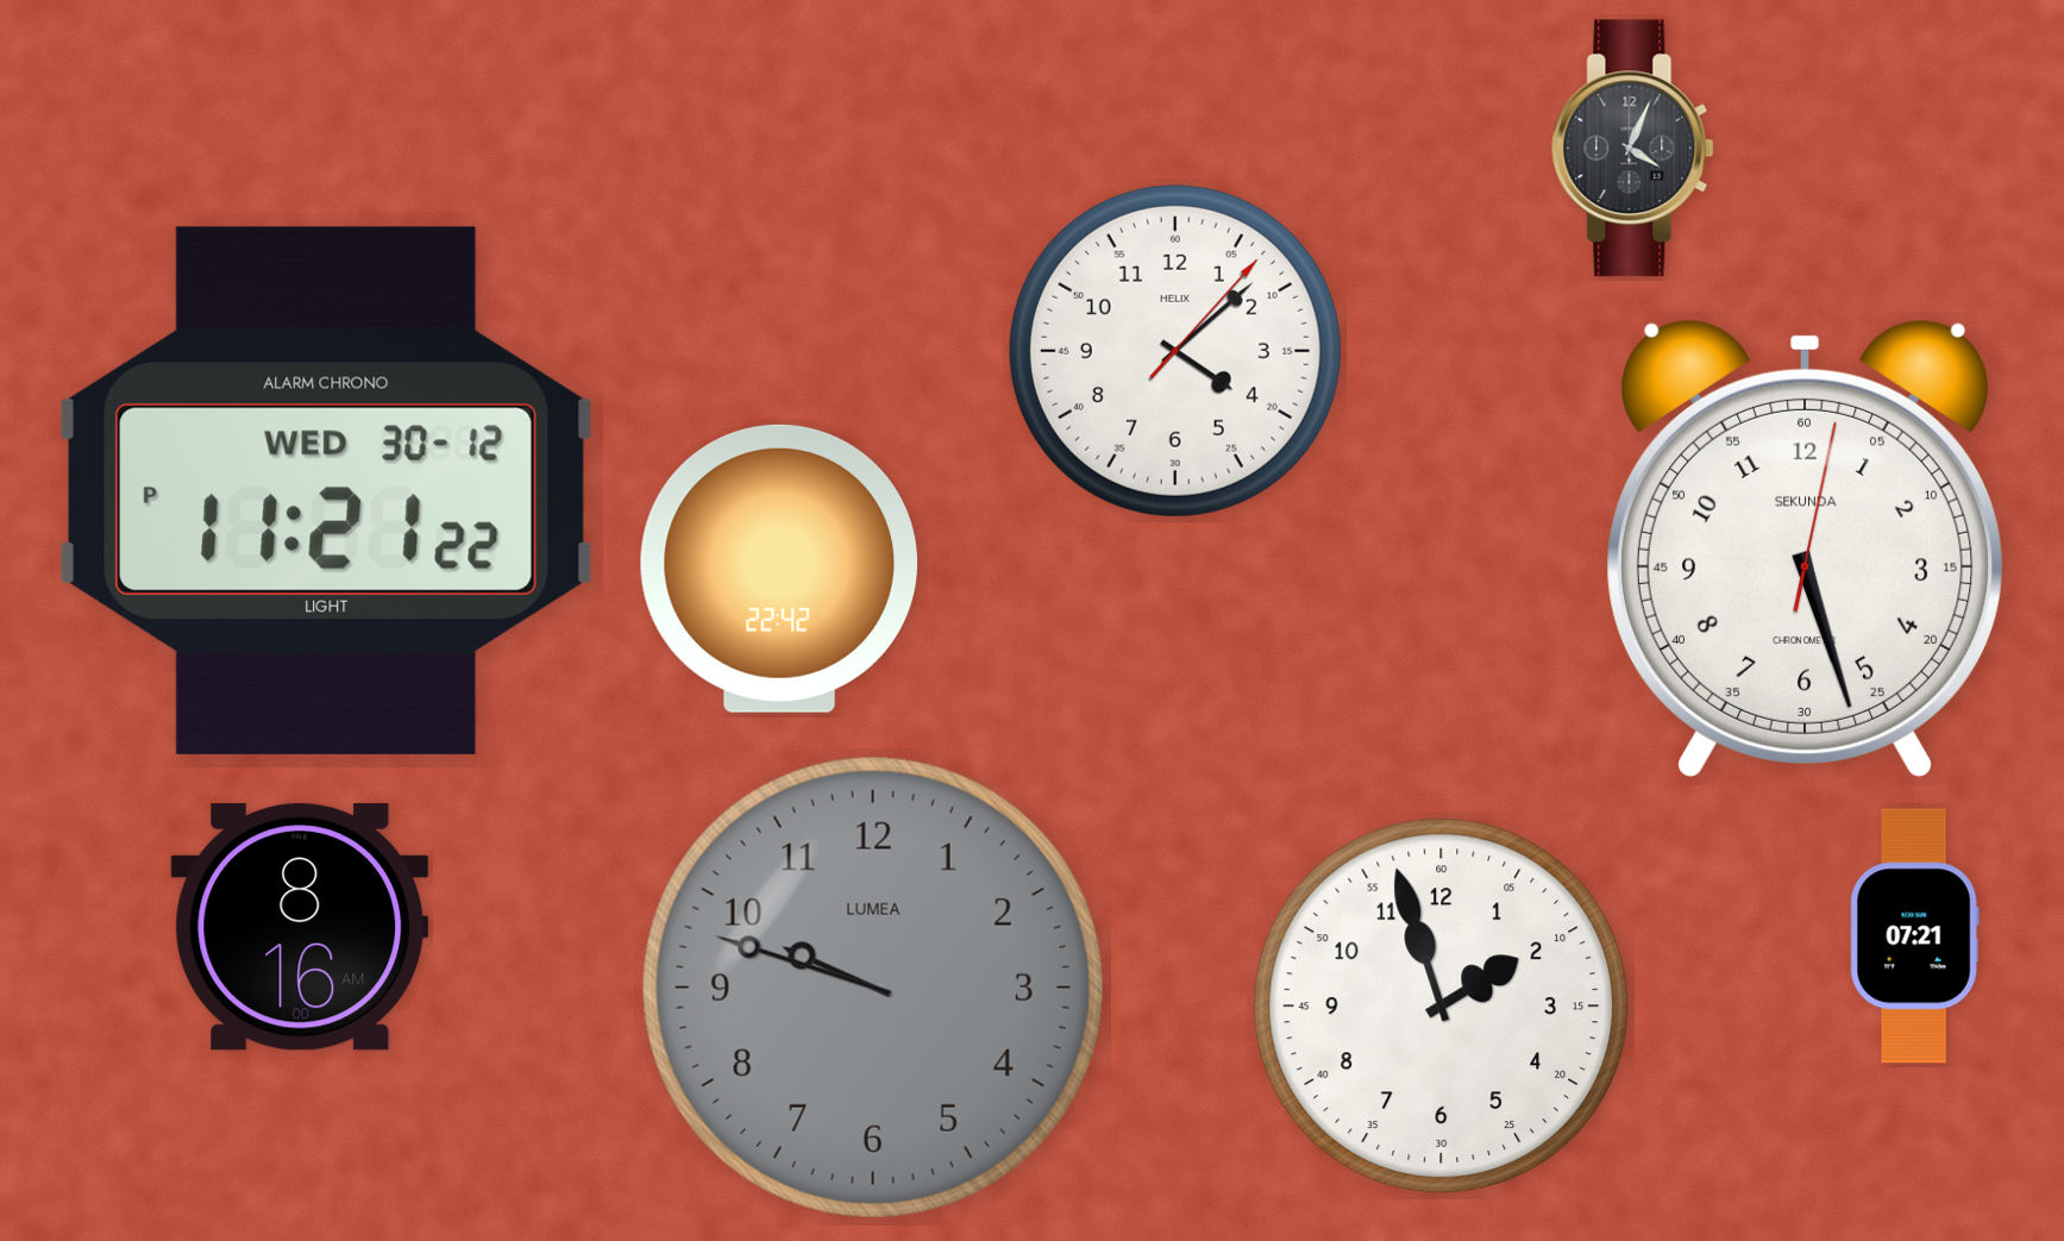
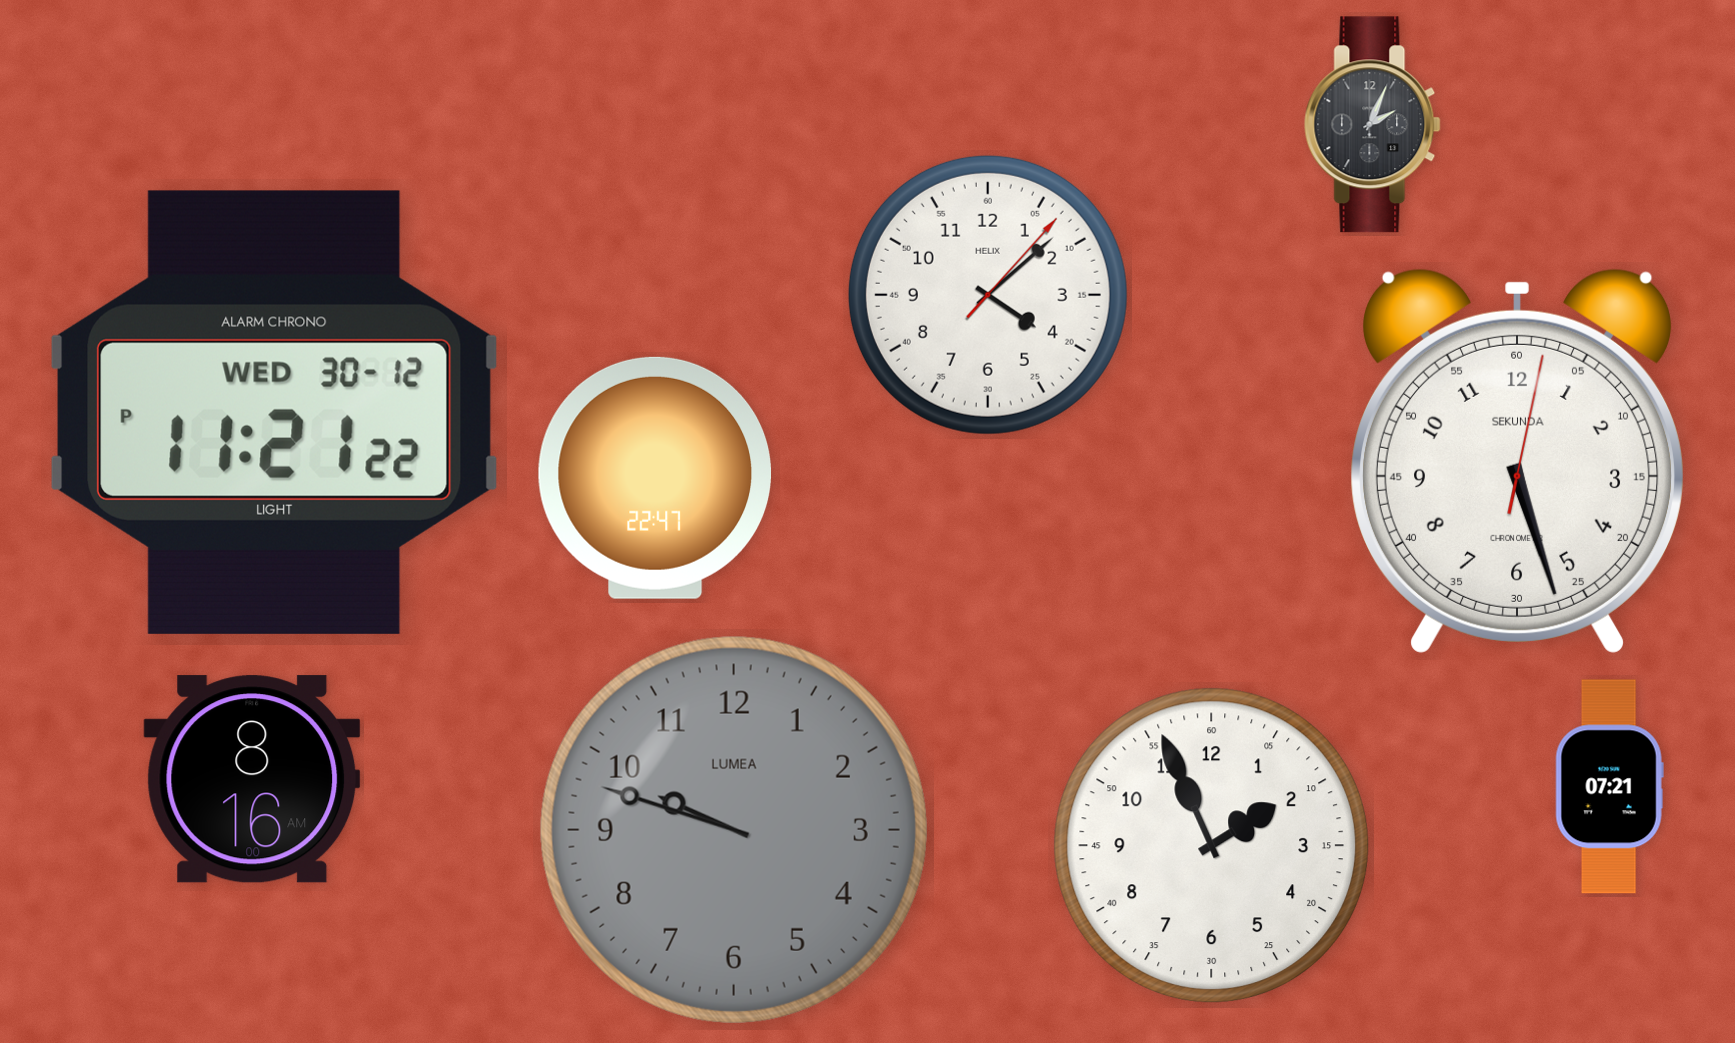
clock at (1633, 149): 4:04 -> 2:04
clock at (778, 569): 22:42 -> 22:47
clock at (1441, 1005): 1:57 -> 1:56
